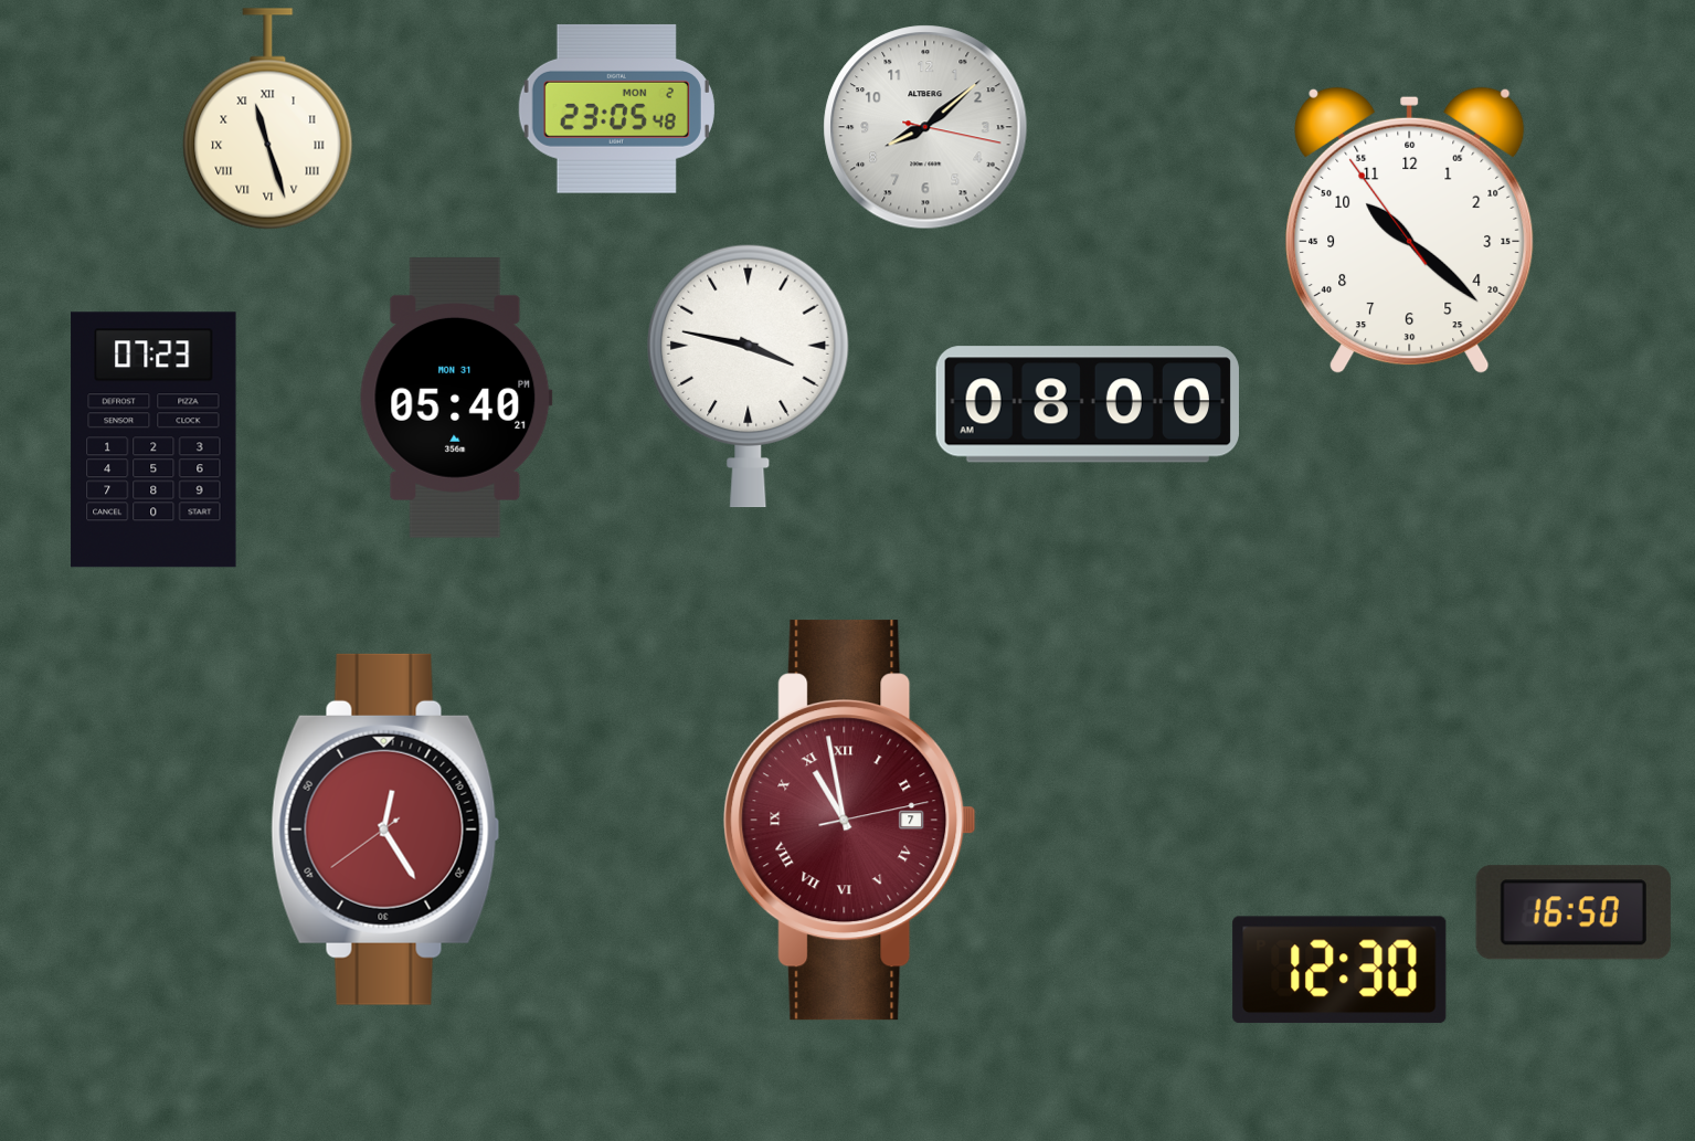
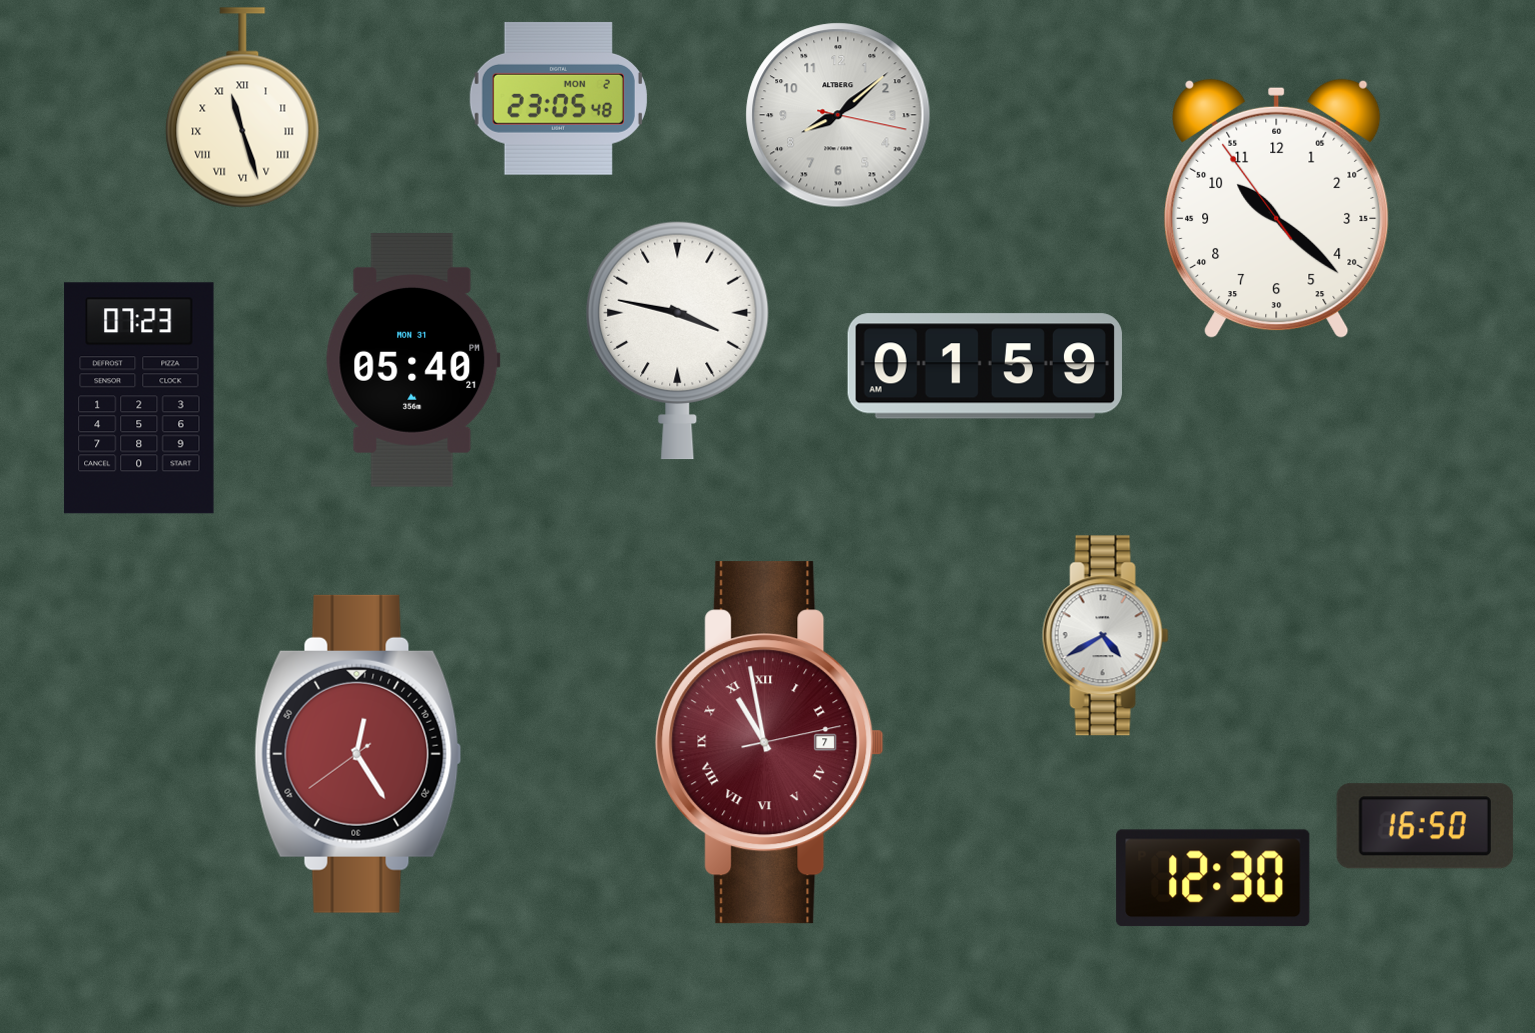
clock at (1088, 404): 08:00 -> 01:59
clock at (1105, 636): none -> 4:40
clock at (385, 830) position: (385, 830) -> (358, 754)
